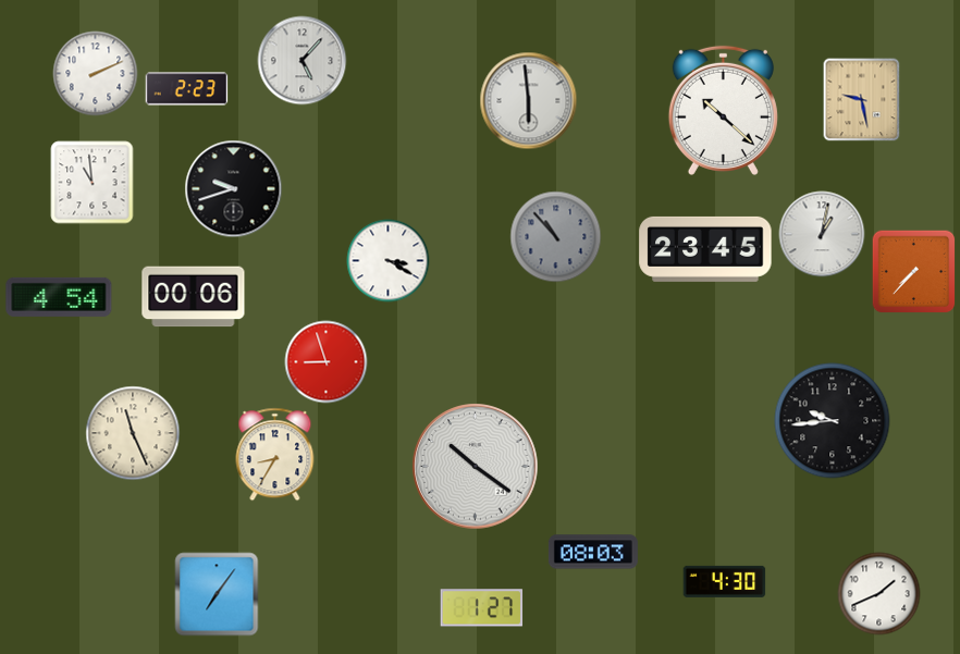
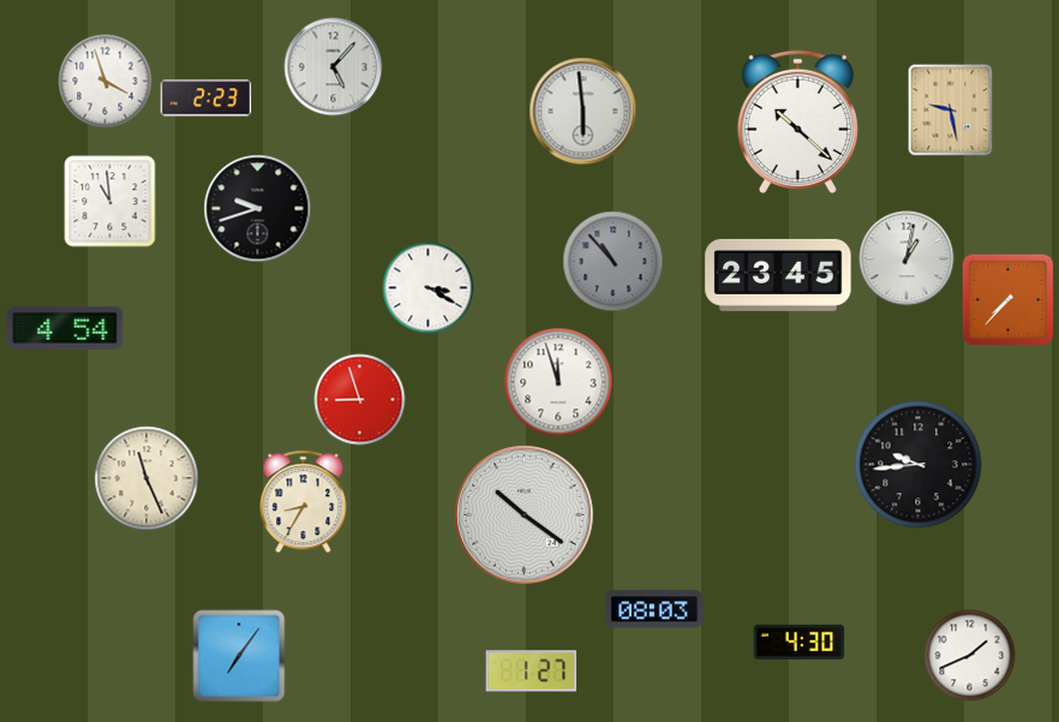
clock at (96, 74): 2:11 -> 3:57
clock at (93, 183) position: (93, 183) -> (110, 202)
clock at (194, 297): 00:06 -> none
clock at (558, 382): none -> 11:57
